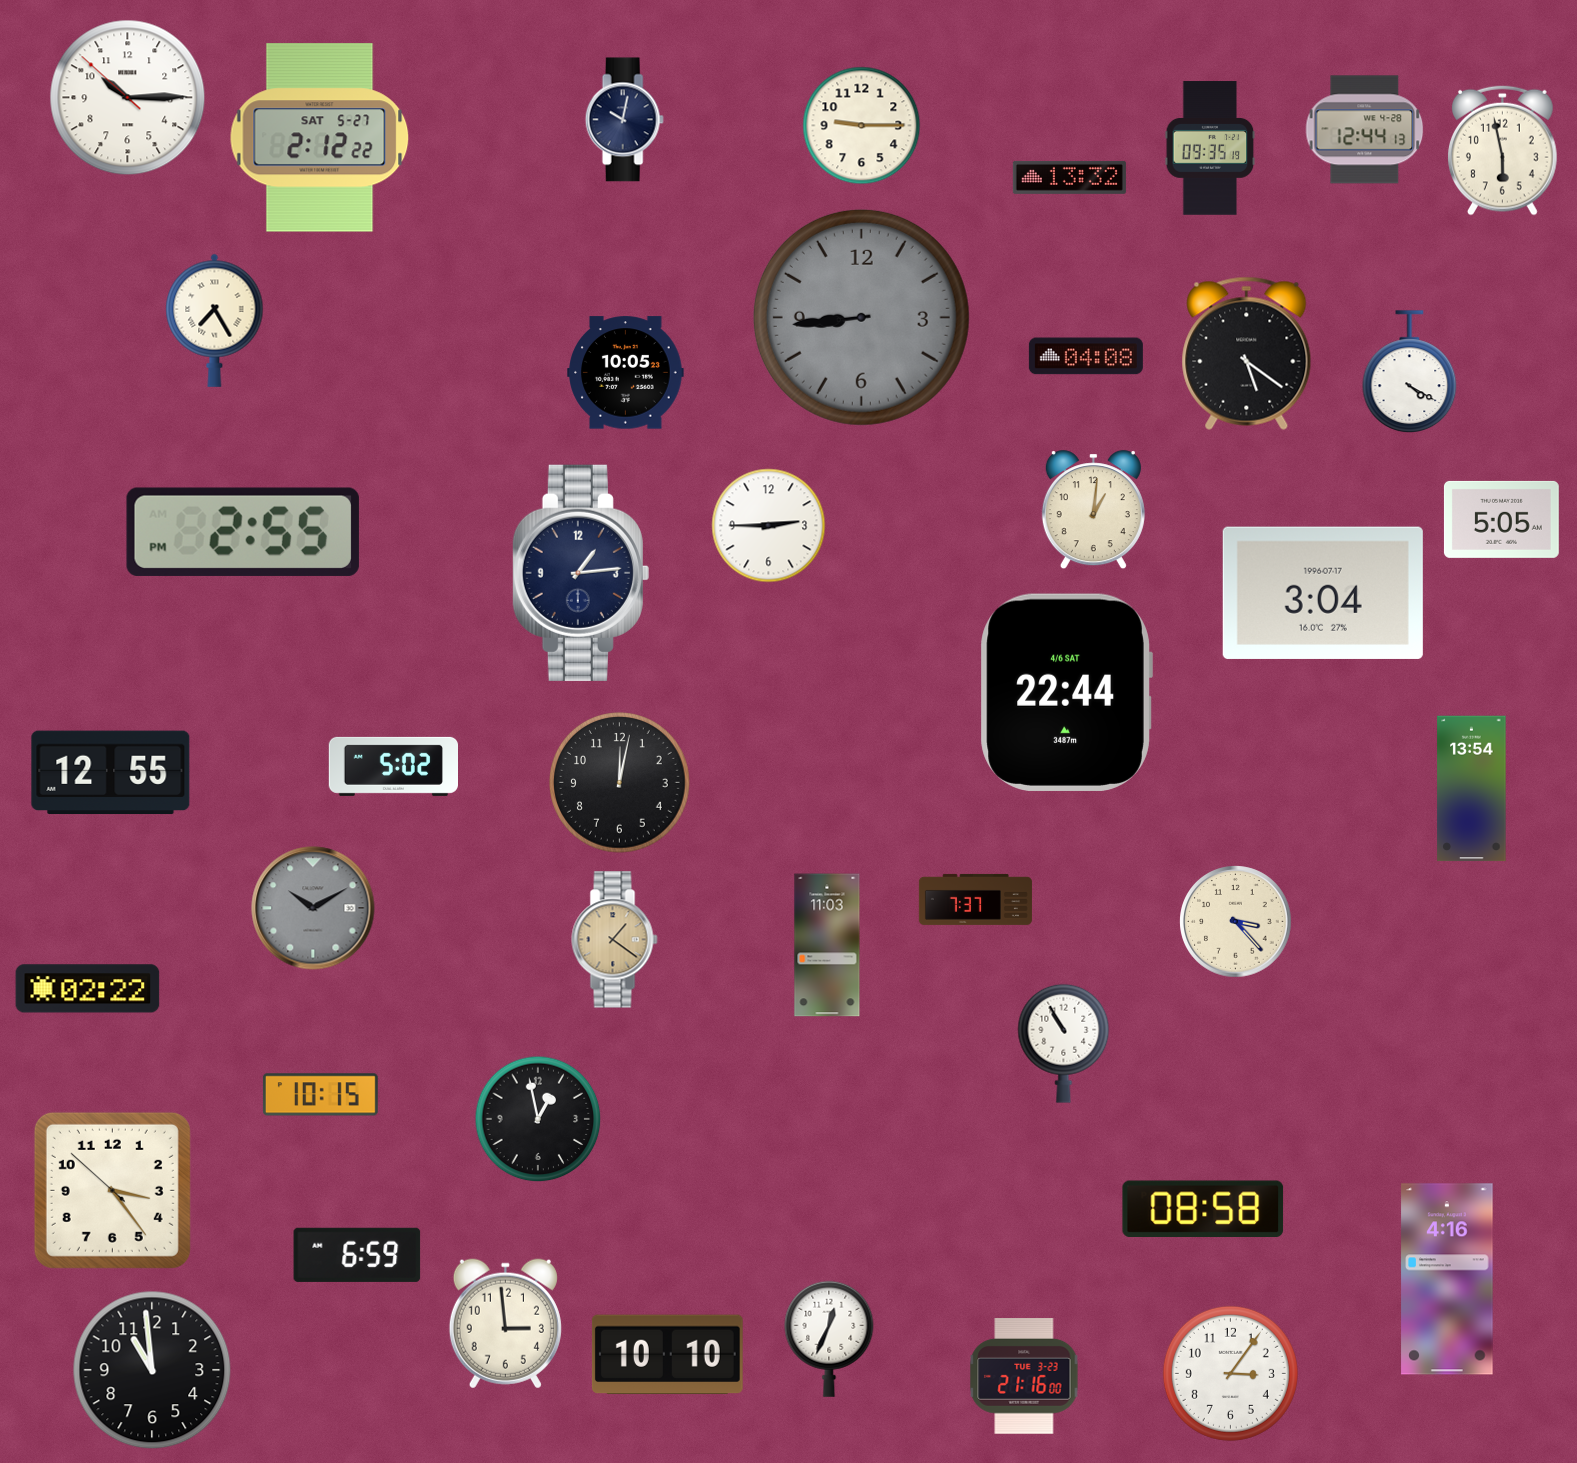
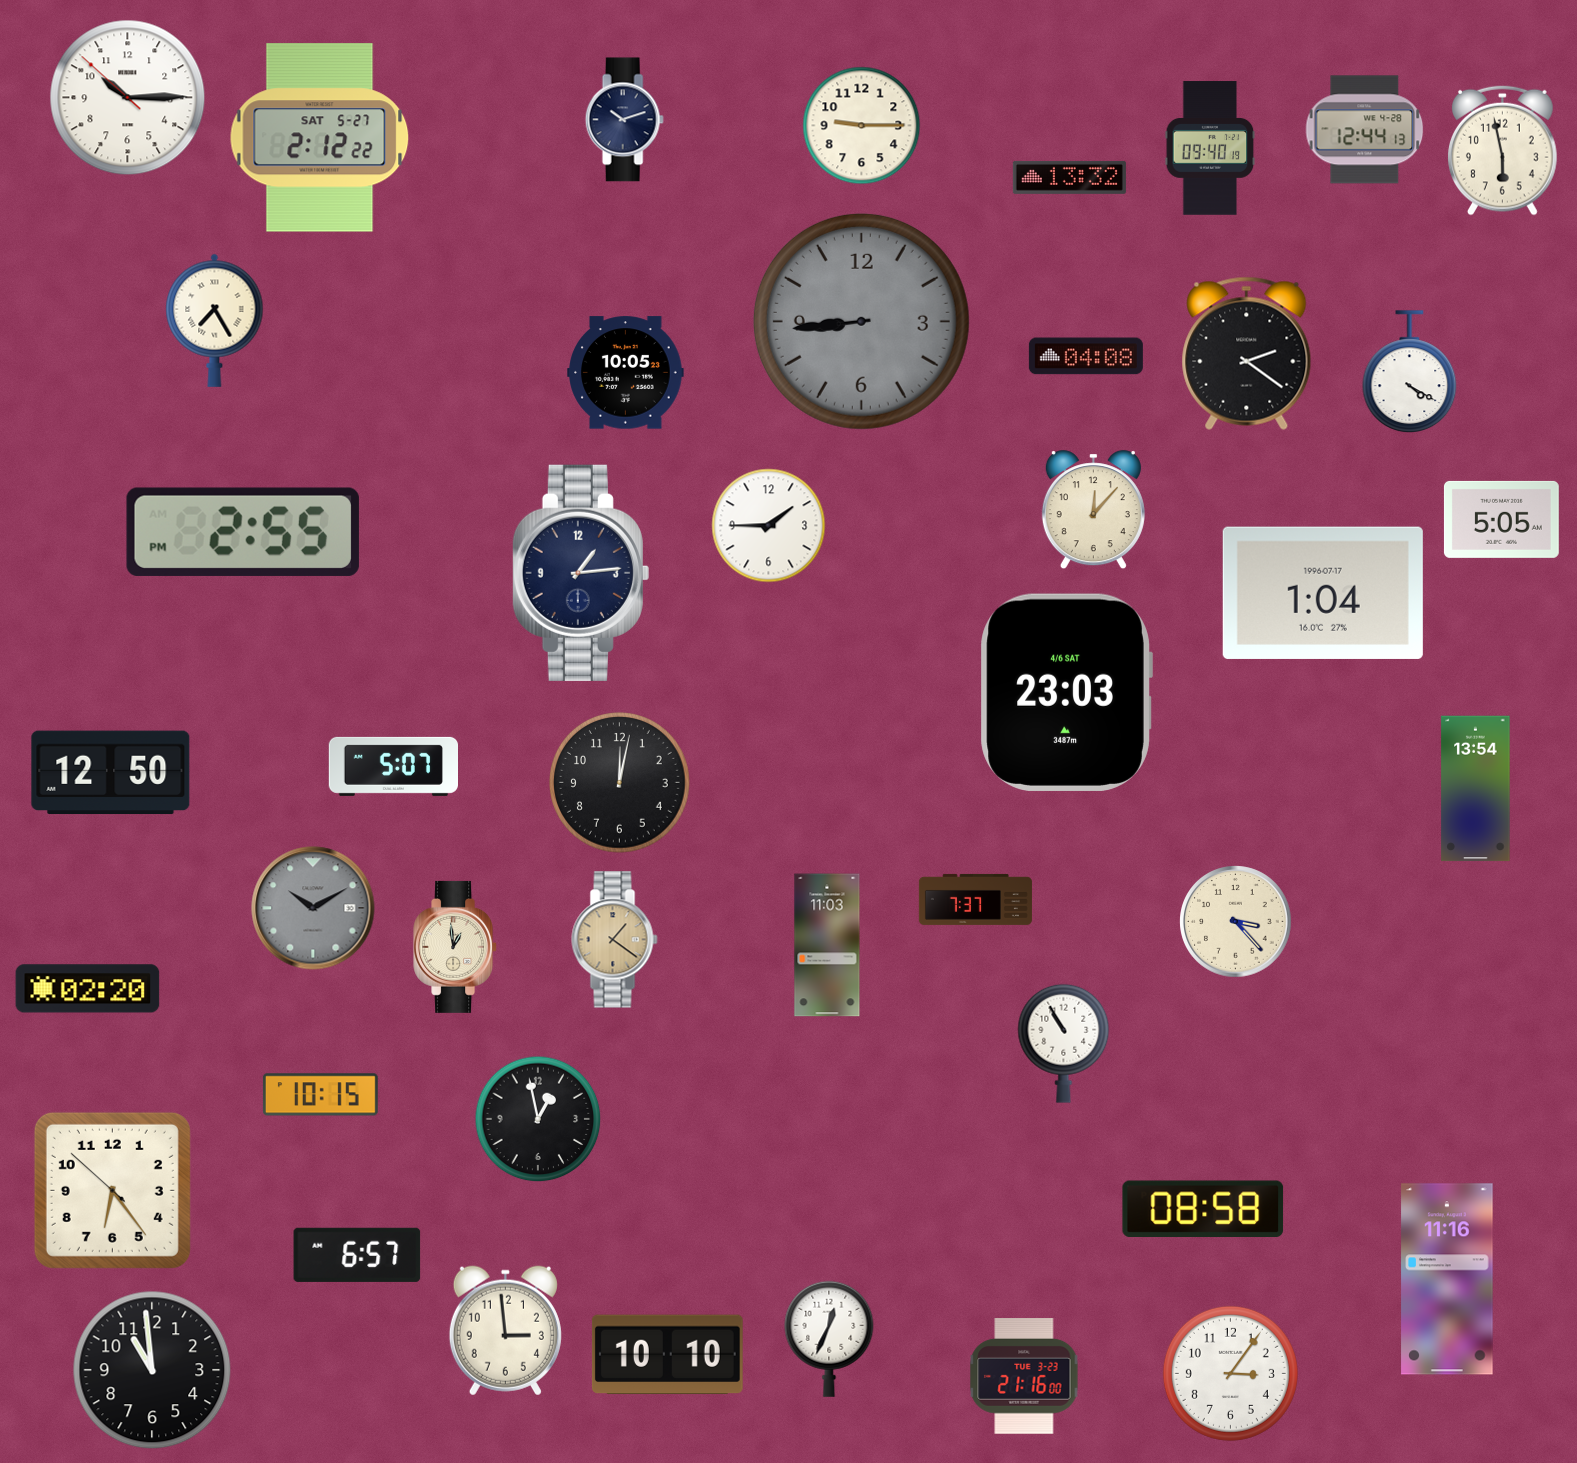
clock at (624, 120): 10:02 -> 10:12
clock at (1210, 148): 09:35 -> 09:40
clock at (861, 317) position: (861, 317) -> (861, 321)
clock at (1247, 353): 5:21 -> 2:21
clock at (1093, 510): 1:01 -> 12:07
clock at (769, 526): 2:45 -> 1:45
clock at (1323, 593): 3:04 -> 1:04
clock at (1066, 692): 22:44 -> 23:03
clock at (393, 766): 5:02 -> 5:07
clock at (111, 773): 12:55 -> 12:50
clock at (1472, 789) position: (1472, 789) -> (1476, 789)
clock at (456, 947): none -> 12:59
clock at (88, 989): 02:22 -> 02:20
clock at (112, 1190): 3:23 -> 6:23
clock at (357, 1255): 6:59 -> 6:57
clock at (1447, 1279): 4:16 -> 11:16
clock at (505, 1324) position: (505, 1324) -> (505, 1331)
